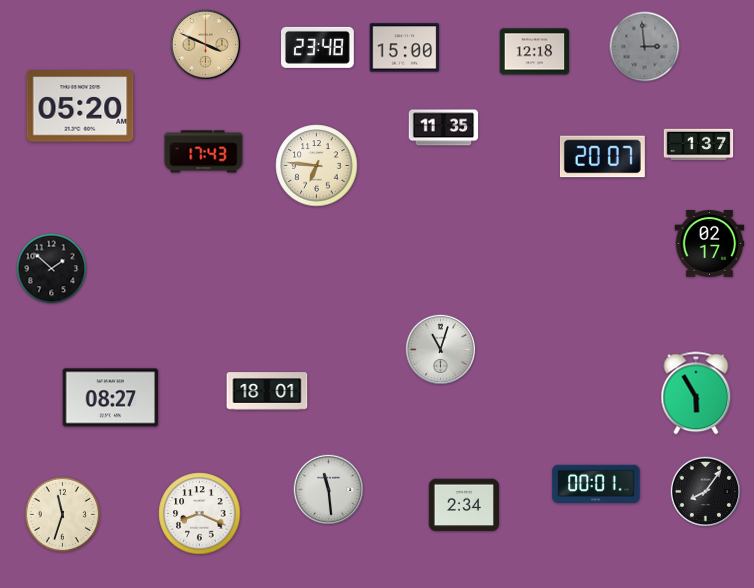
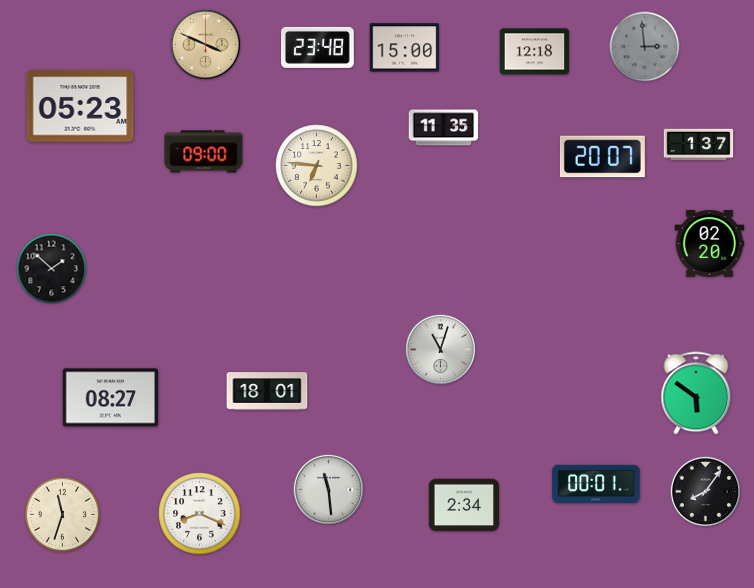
clock at (80, 106): 05:20 -> 05:23
clock at (204, 152): 17:43 -> 09:00
clock at (710, 244): 02:17 -> 02:20
clock at (696, 393): 5:55 -> 5:51
